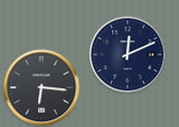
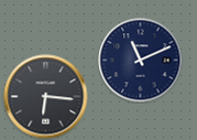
clock at (128, 55): 12:11 -> 11:11
